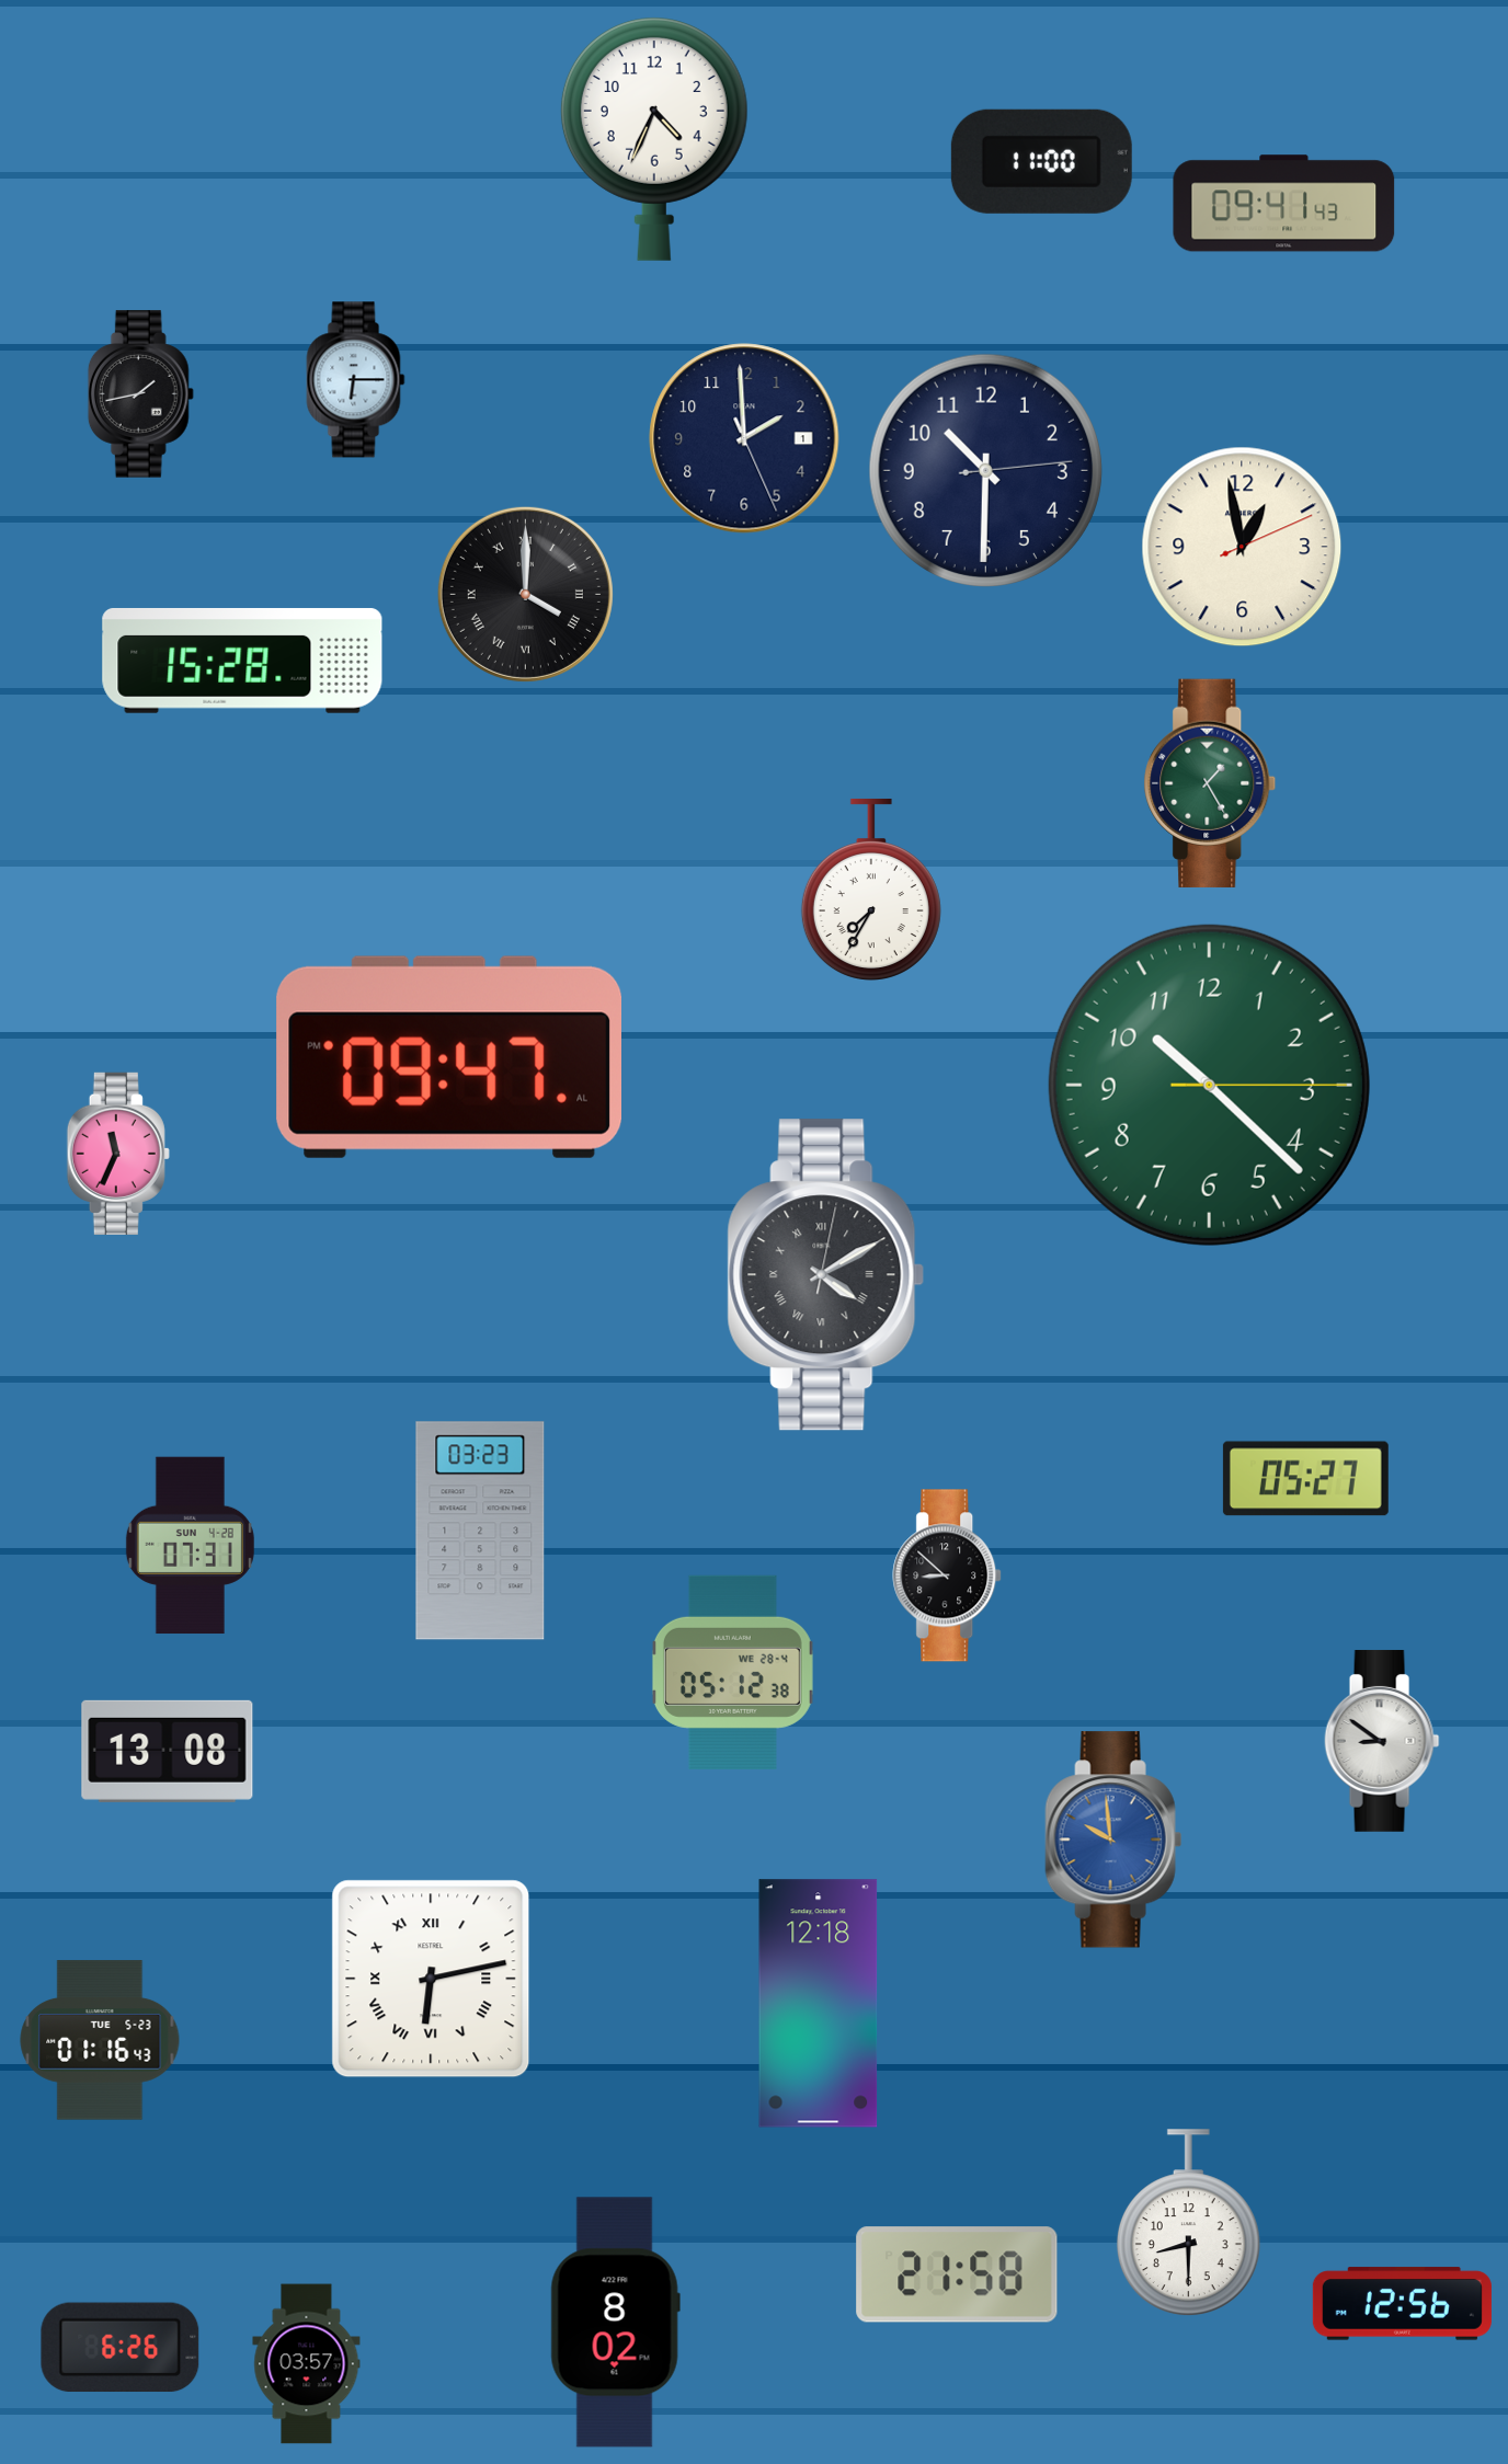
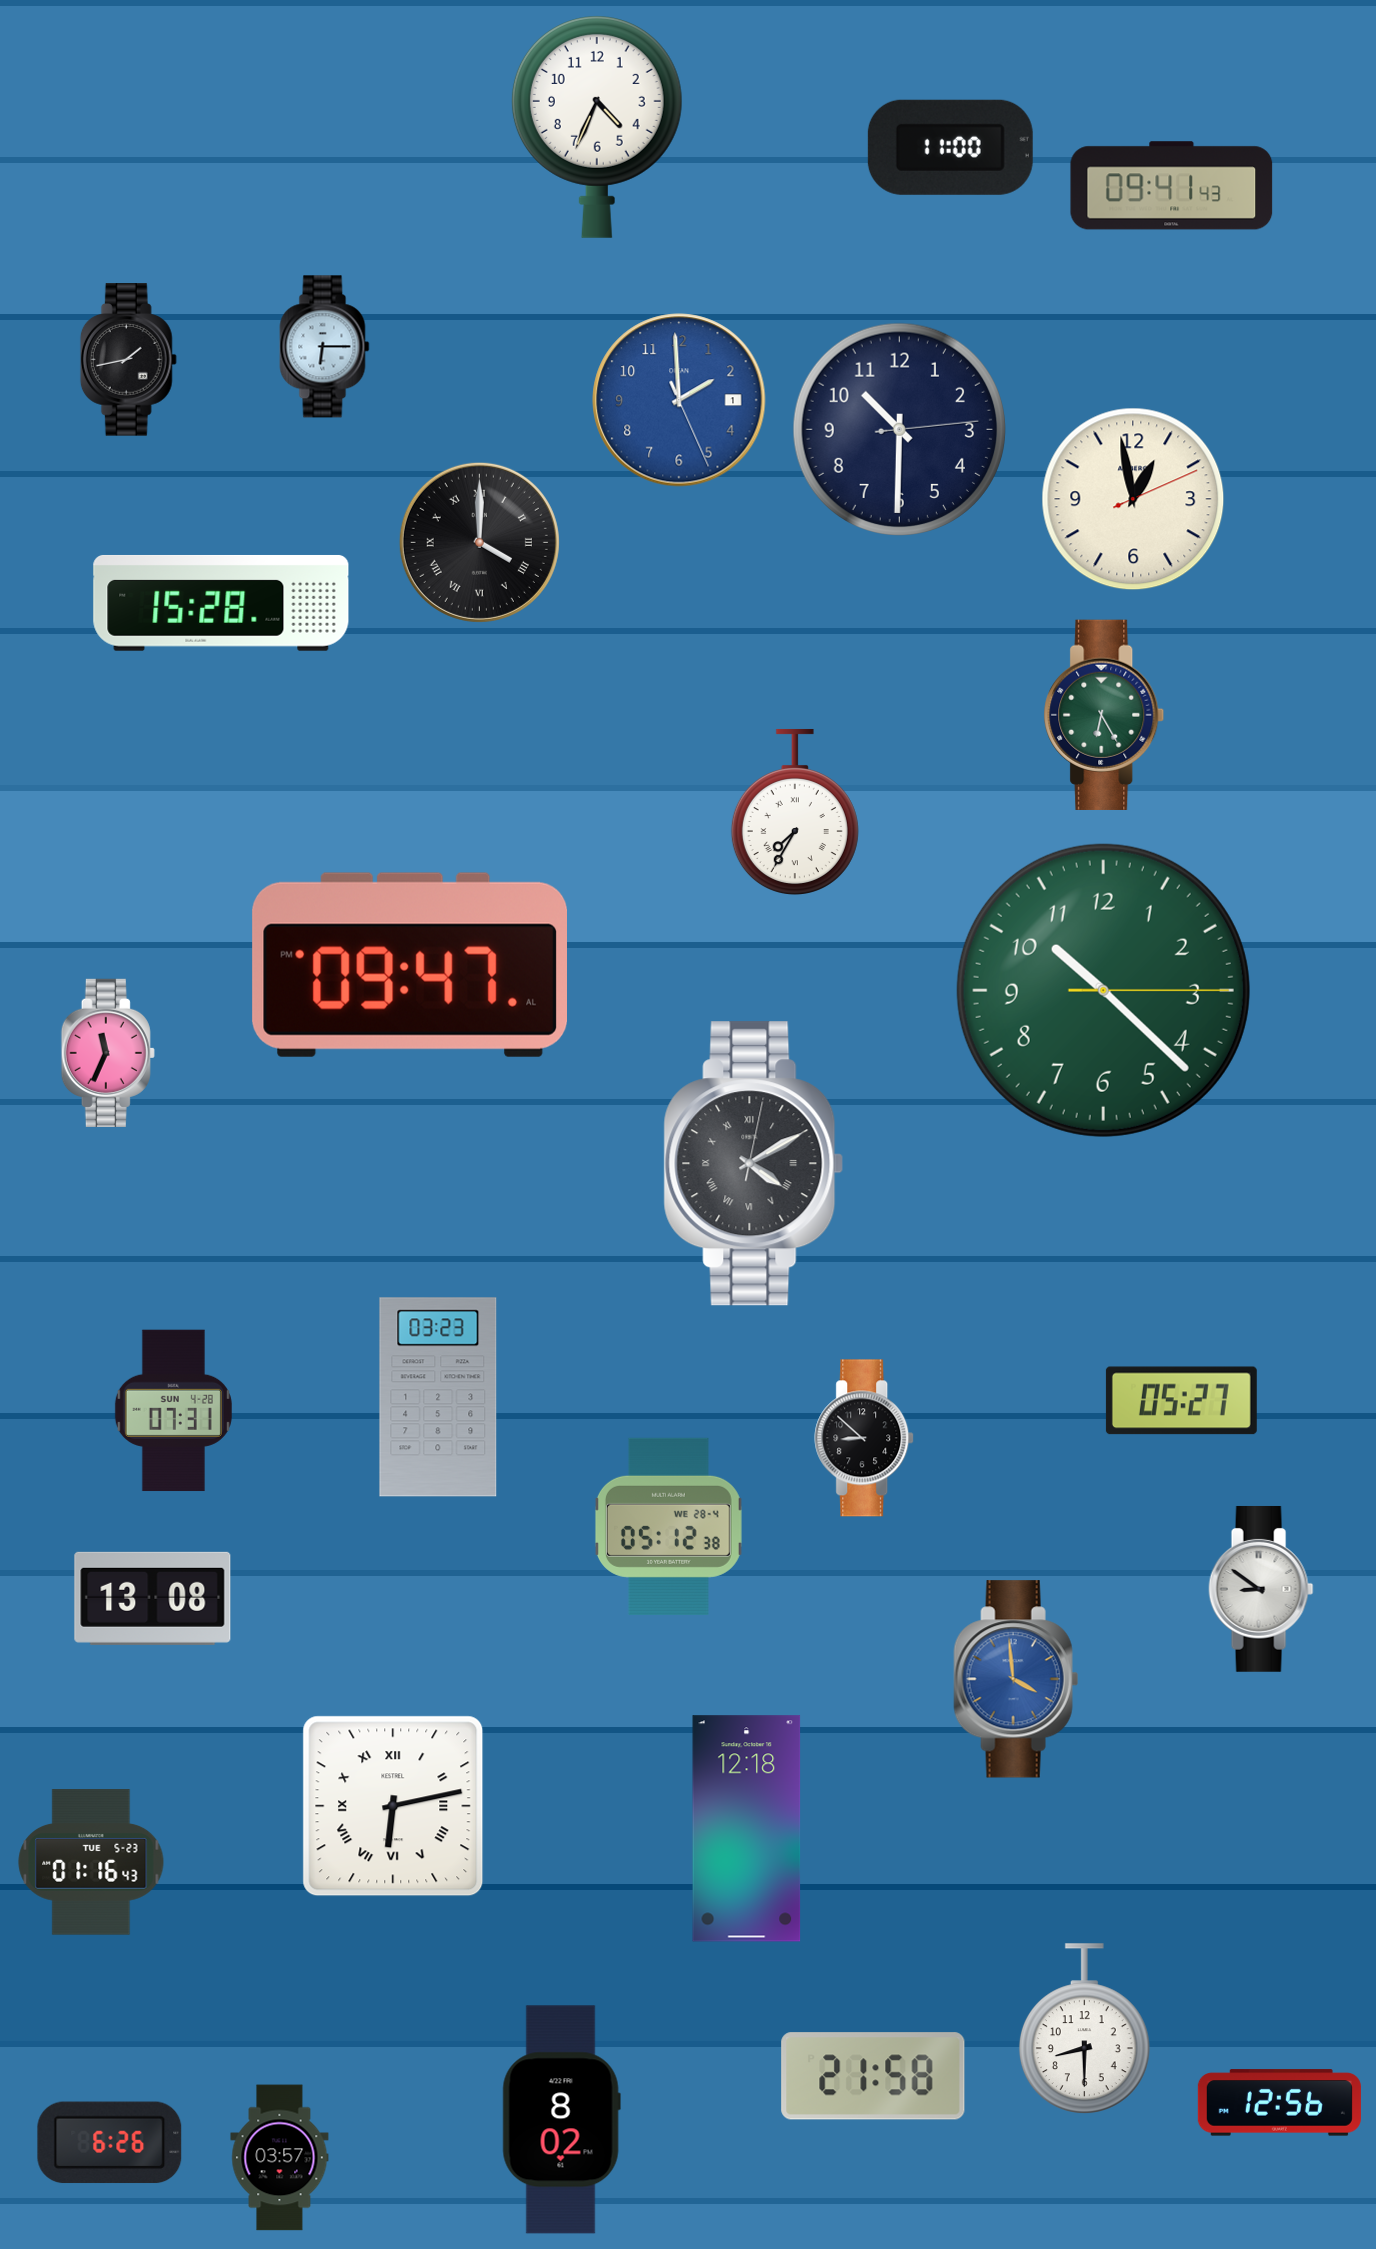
clock at (744, 438) dial: navy -> blue
clock at (1210, 783): 1:25 -> 6:25
clock at (1305, 1479) position: (1305, 1479) -> (1181, 1401)
clock at (1113, 1840): 9:59 -> 3:59
